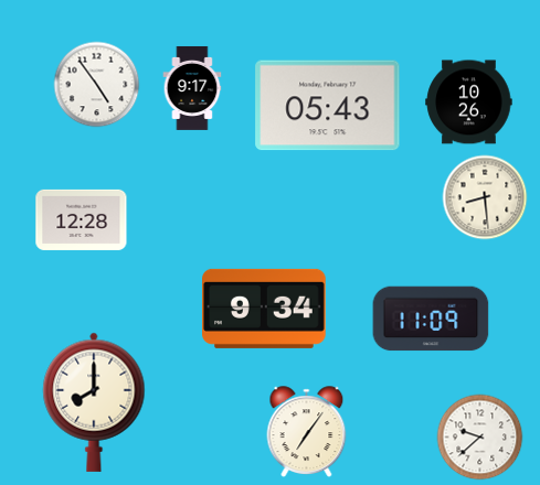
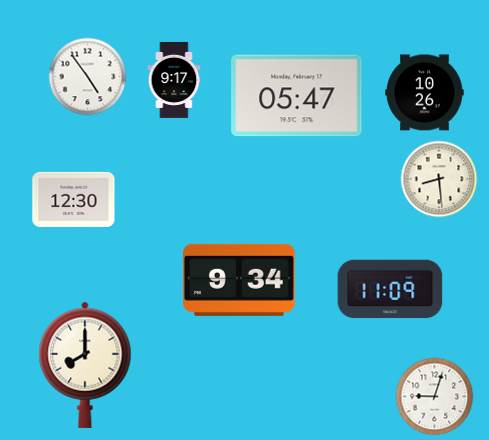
clock at (328, 106): 05:43 -> 05:47
clock at (82, 219): 12:28 -> 12:30
clock at (307, 431): 7:06 -> none
clock at (480, 438): 9:38 -> 9:03
